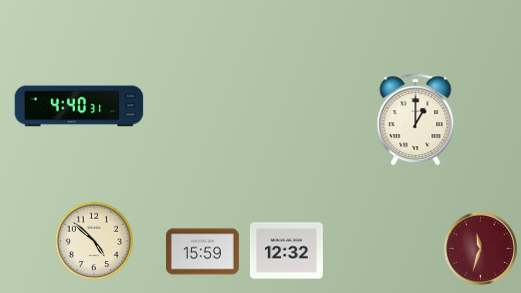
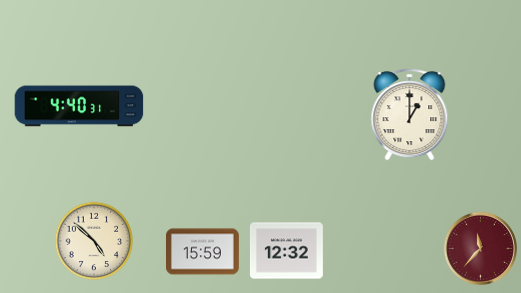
clock at (416, 120) position: (416, 120) -> (410, 115)
clock at (480, 248): 11:33 -> 11:37
